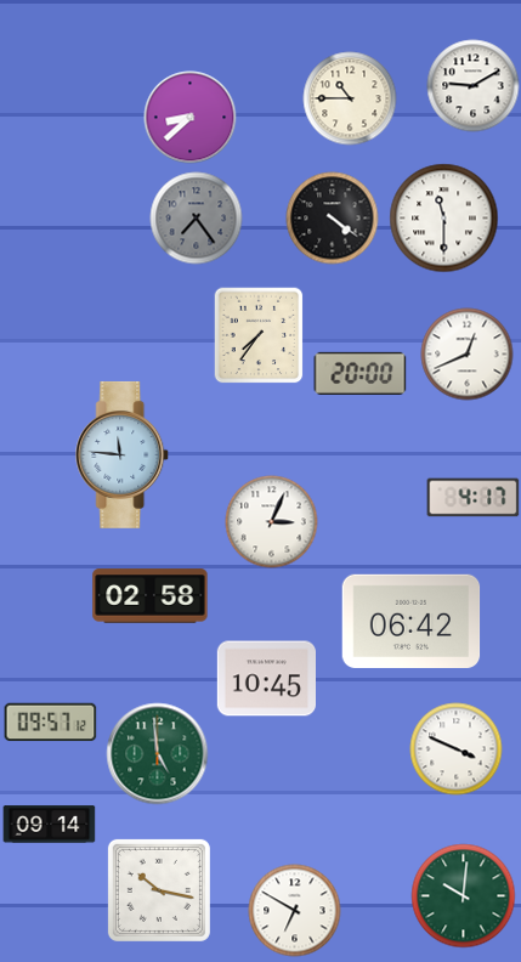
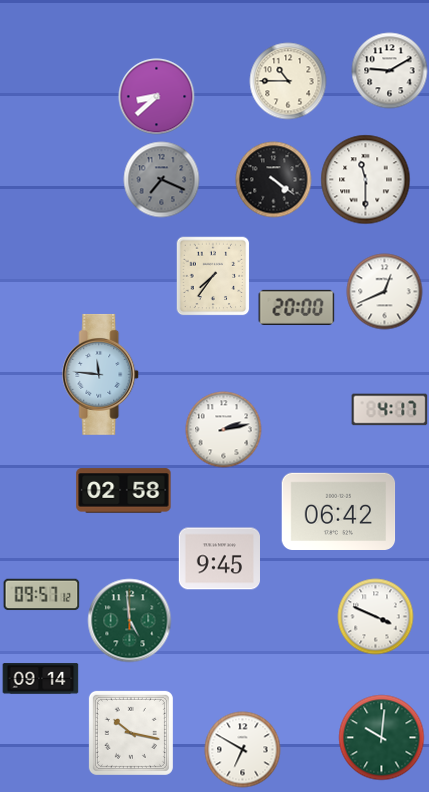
clock at (197, 219): 7:24 -> 7:19
clock at (272, 522): 3:04 -> 2:13
clock at (266, 679): 10:45 -> 9:45
